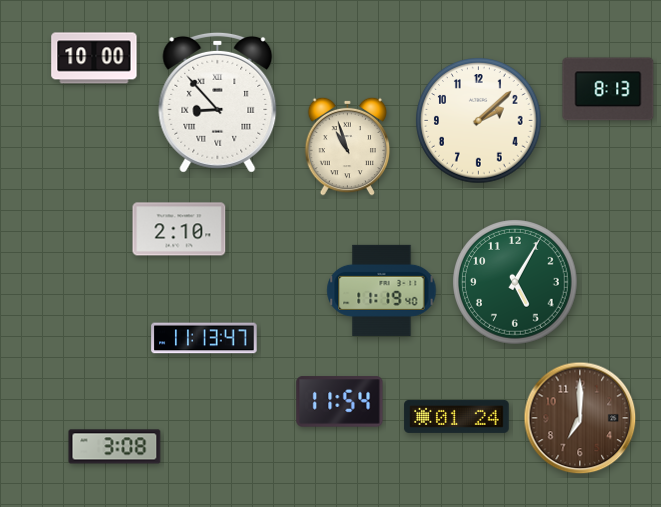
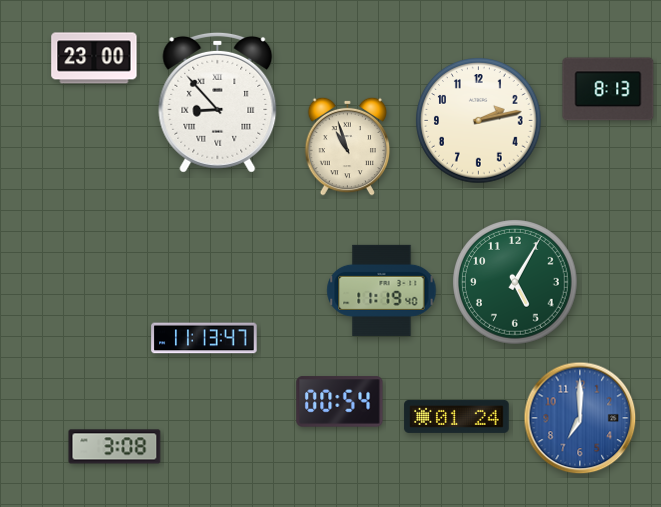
clock at (94, 58): 10:00 -> 23:00
clock at (479, 121): 2:08 -> 2:13
clock at (179, 229): 2:10 -> none
clock at (340, 402): 11:54 -> 00:54
clock at (580, 418) dial: brown -> blue
